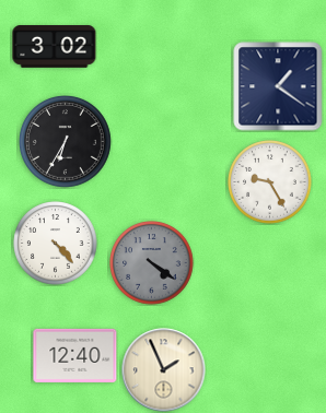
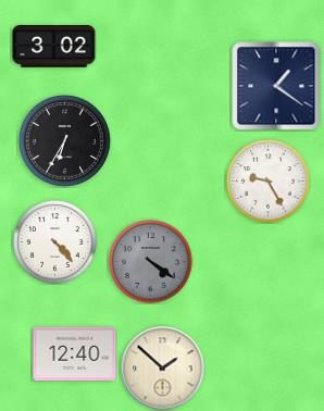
clock at (164, 370): 1:56 -> 1:52
